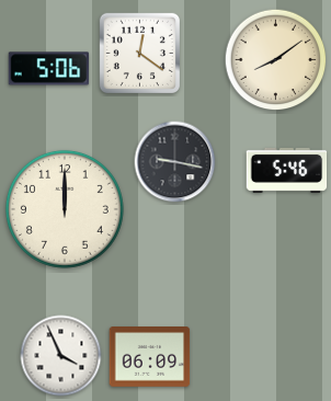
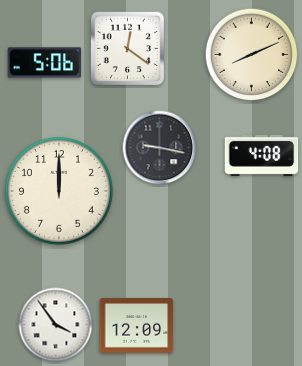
clock at (276, 60): 8:09 -> 8:11
clock at (287, 170): 5:46 -> 4:08
clock at (61, 356): 3:56 -> 3:54
clock at (150, 357): 06:09 -> 12:09
